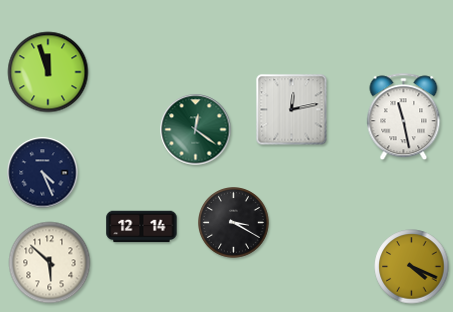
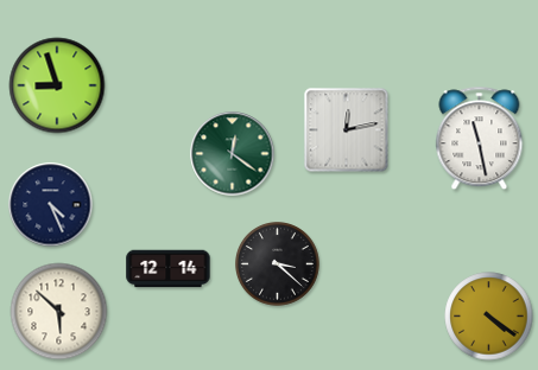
clock at (48, 72): 11:57 -> 8:57
clock at (234, 223): 3:20 -> 3:22
clock at (412, 267): 4:19 -> 4:21
